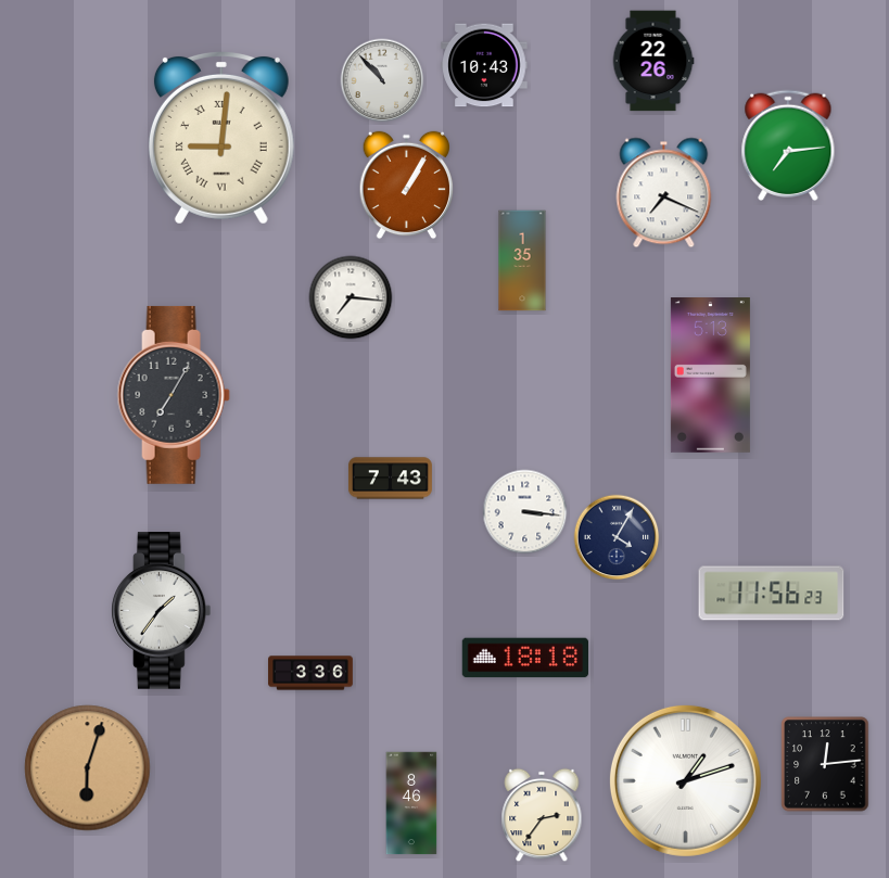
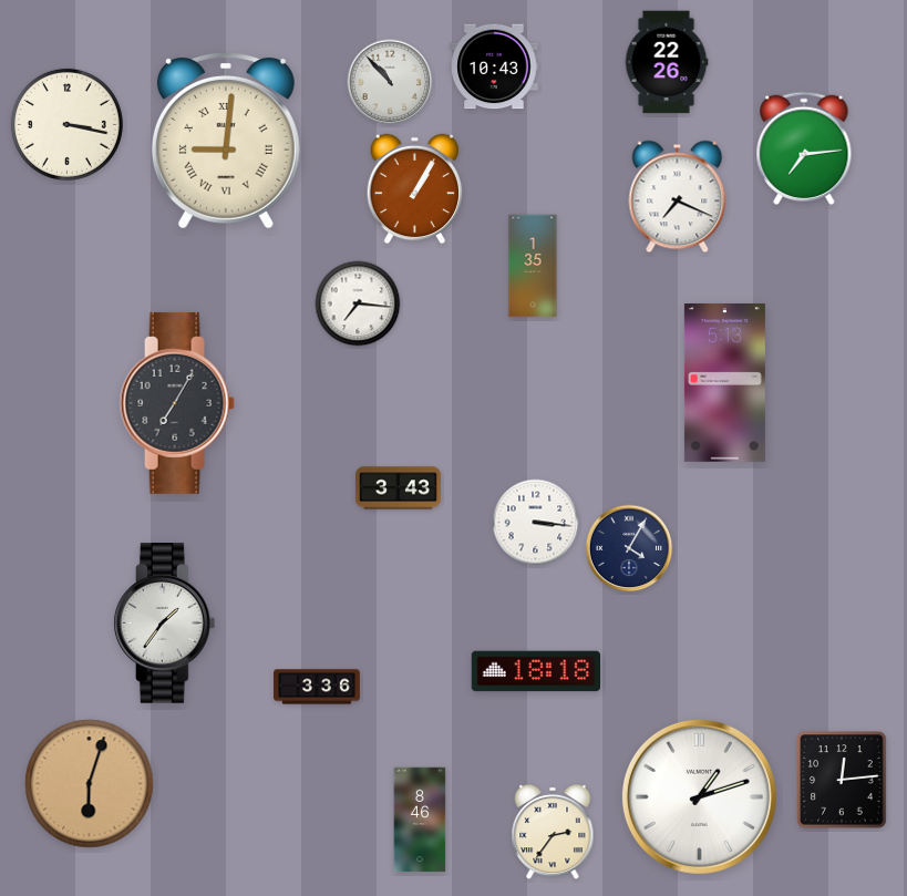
clock at (66, 124): none -> 3:17
clock at (390, 479): 7:43 -> 3:43
clock at (772, 594): 11:56 -> none
